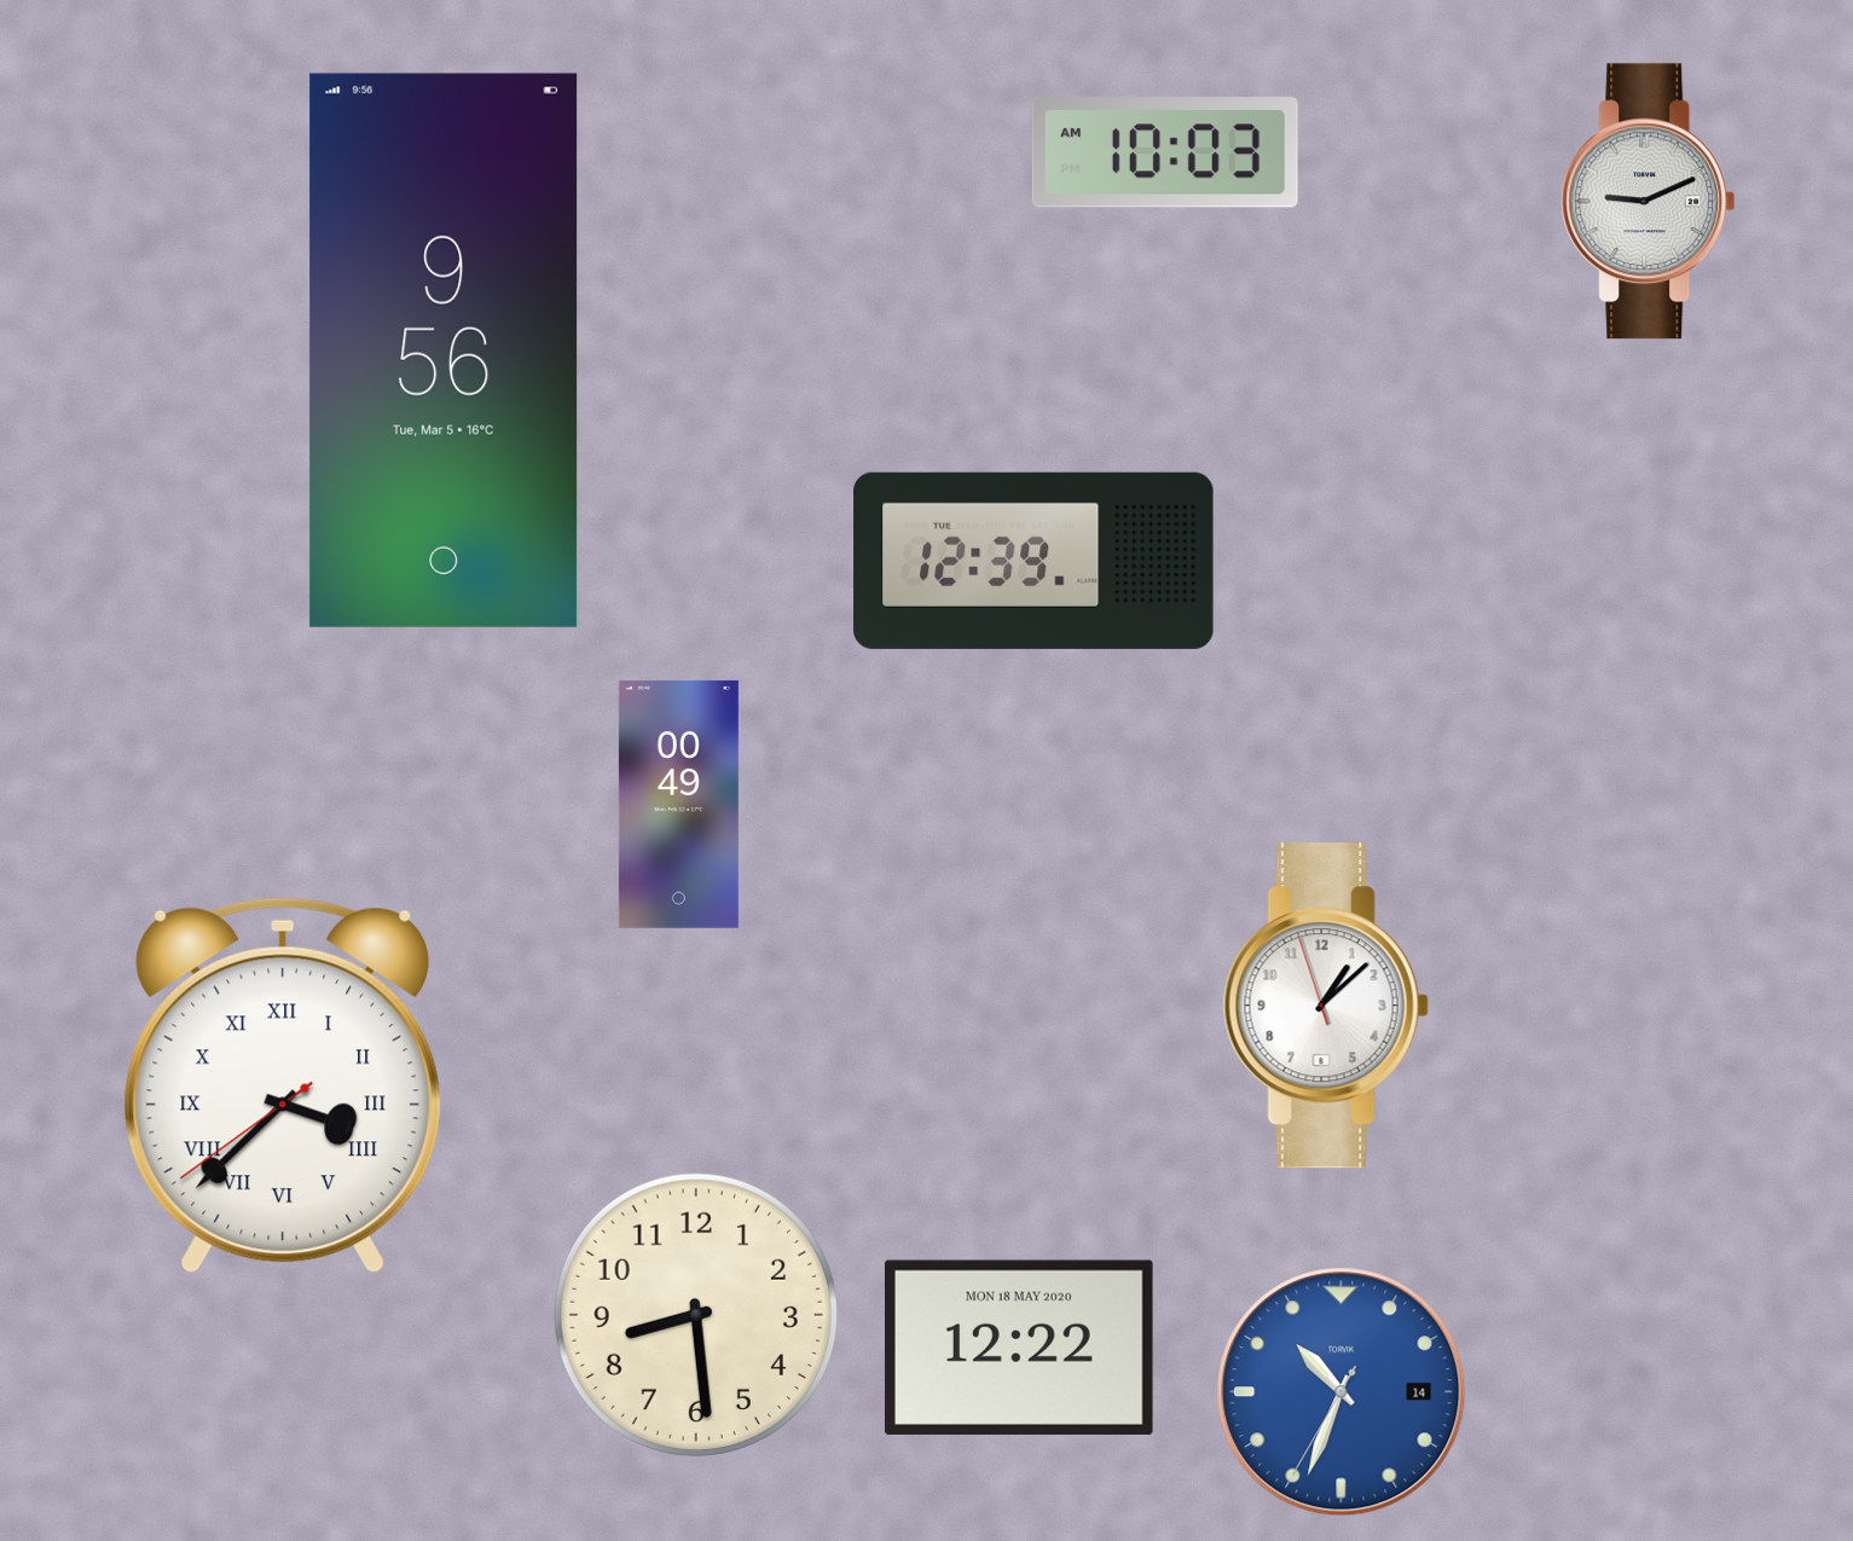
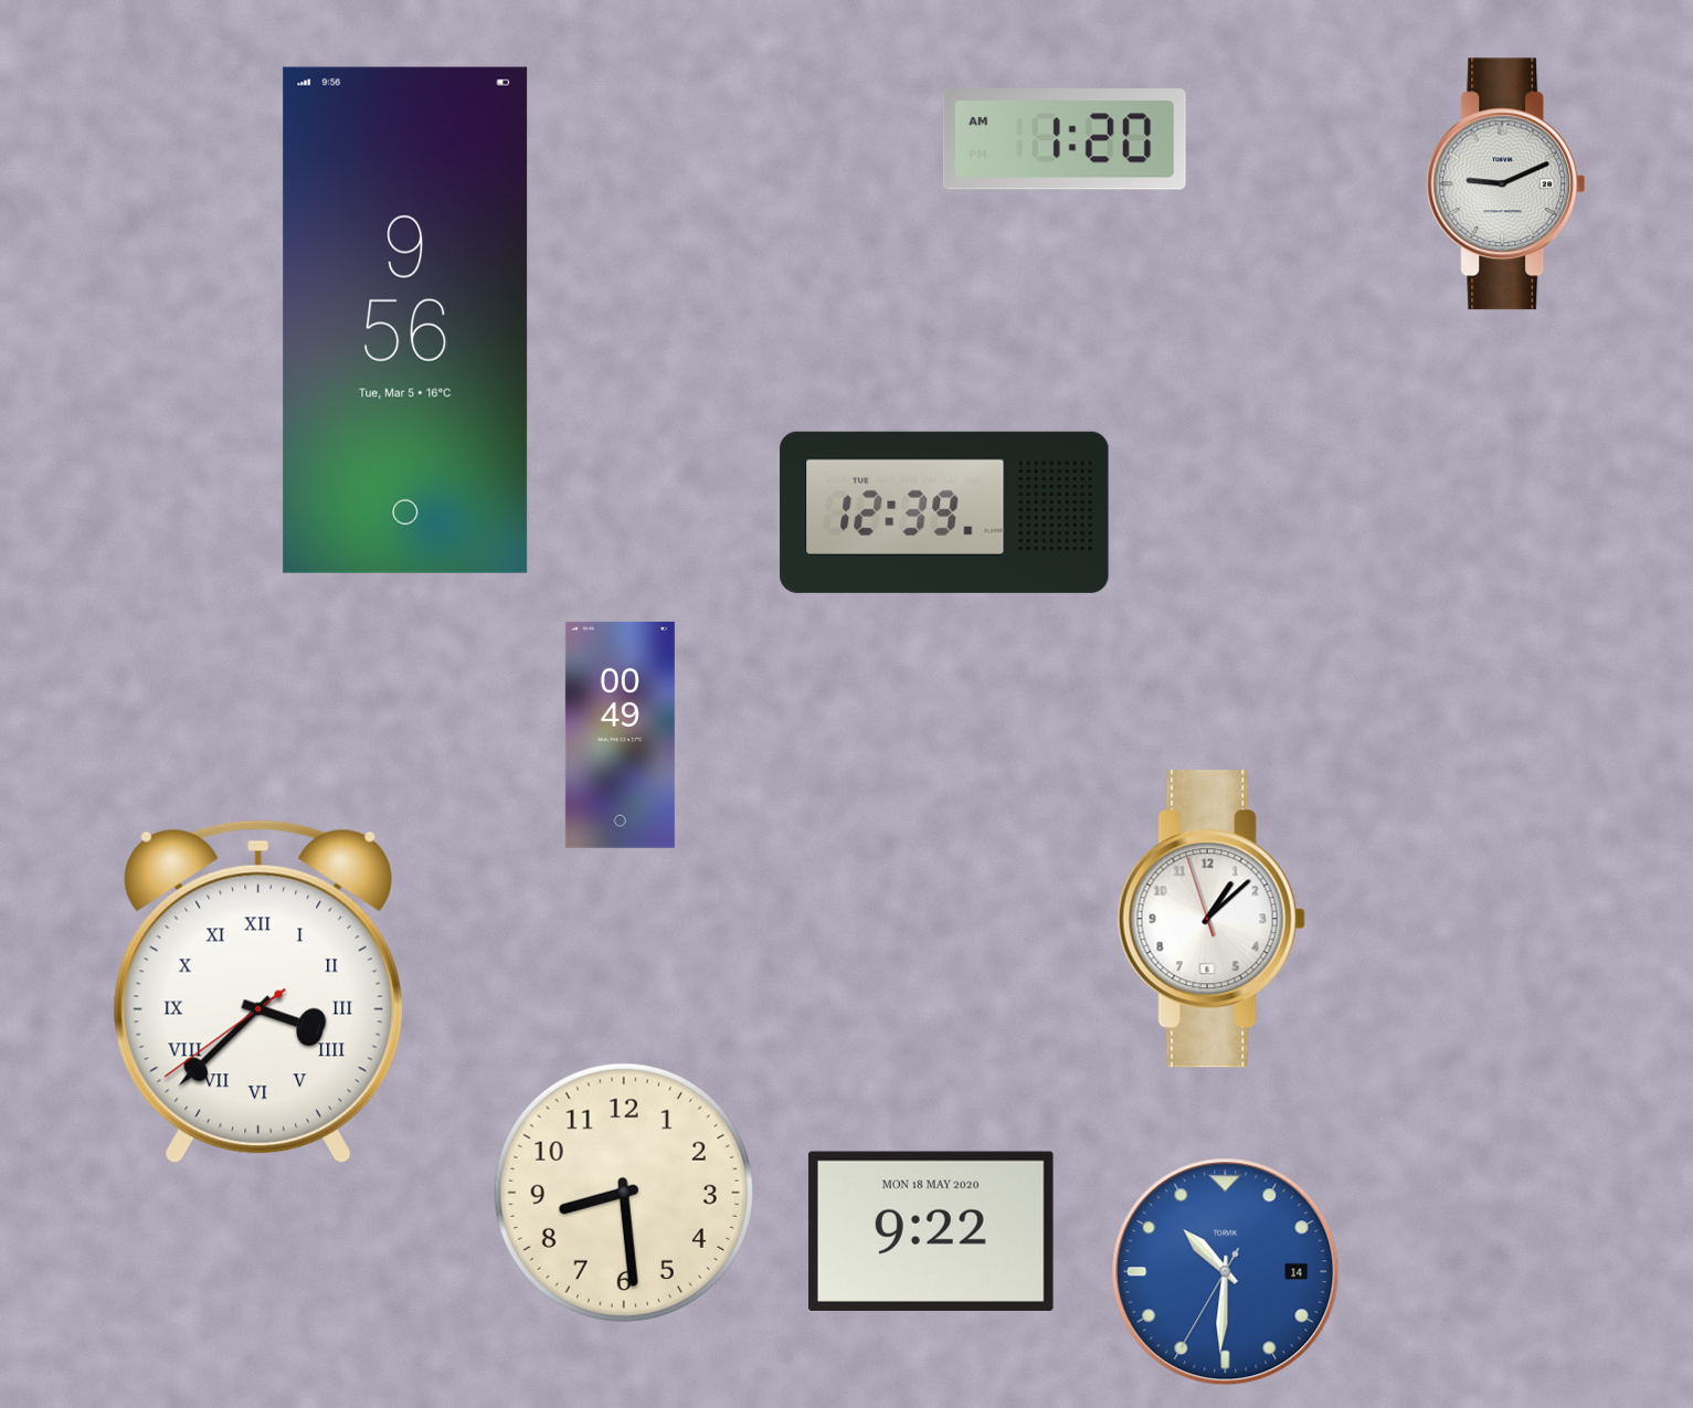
clock at (1165, 152): 10:03 -> 1:20
clock at (695, 1314) position: (695, 1314) -> (623, 1192)
clock at (1019, 1348): 12:22 -> 9:22
clock at (1342, 1392): 10:33 -> 10:30
